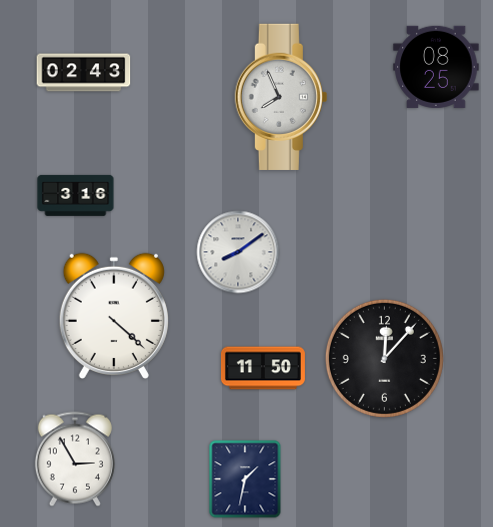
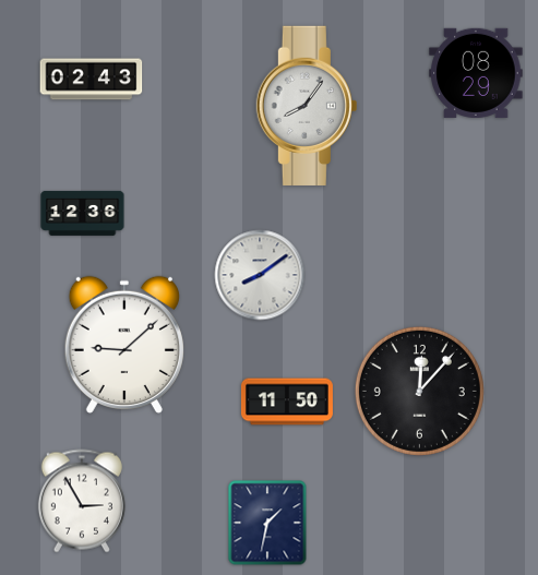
clock at (436, 67): 08:25 -> 08:29
clock at (281, 97): 7:56 -> 8:06
clock at (76, 195): 3:16 -> 12:36
clock at (114, 316): 4:22 -> 9:08
